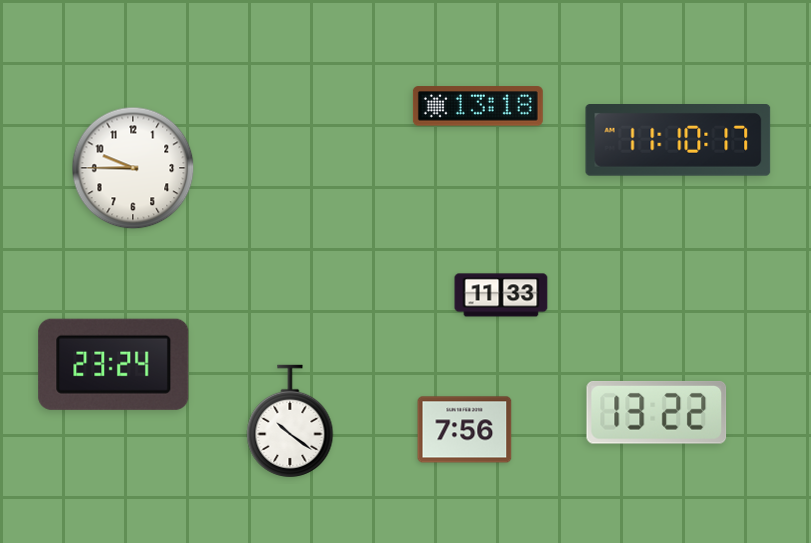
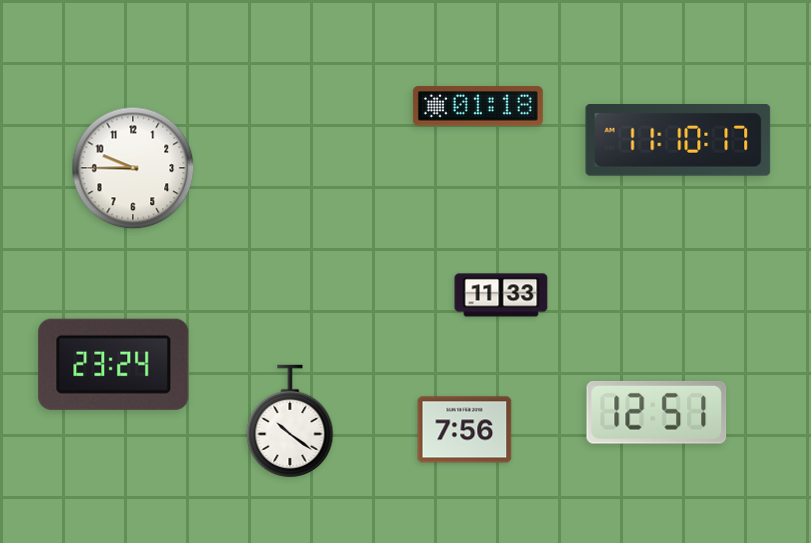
clock at (478, 106): 13:18 -> 01:18
clock at (657, 412): 13:22 -> 12:51
